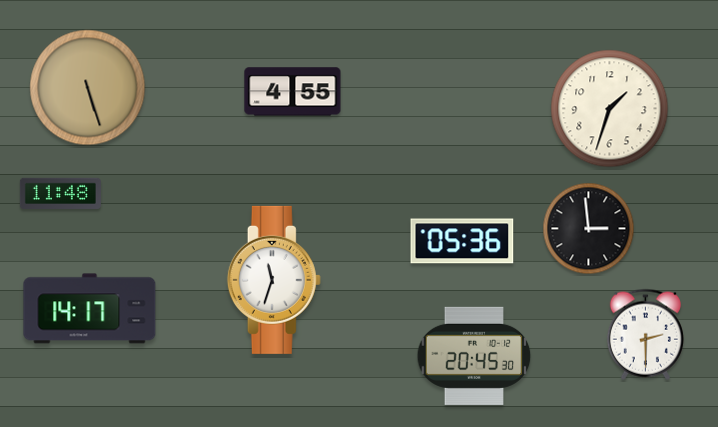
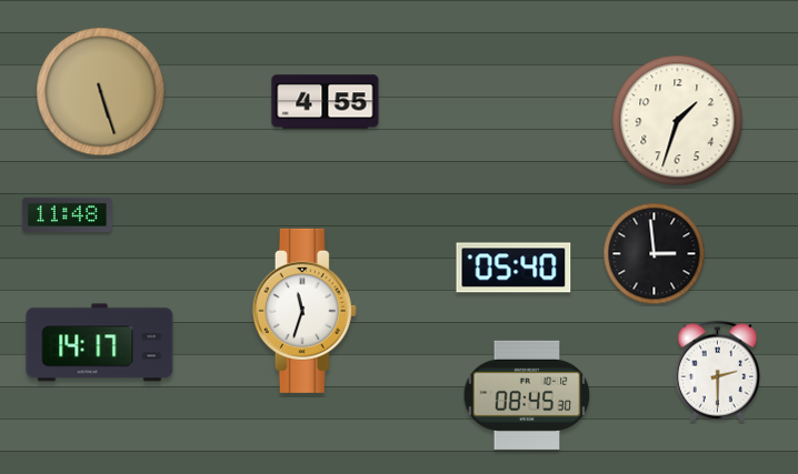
clock at (88, 88) position: (88, 88) -> (101, 92)
clock at (462, 241): 05:36 -> 05:40
clock at (474, 356): 20:45 -> 08:45
